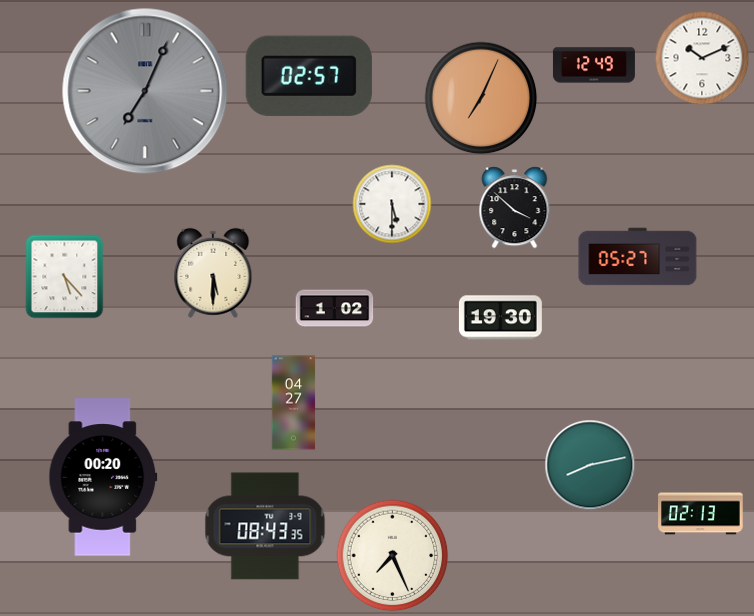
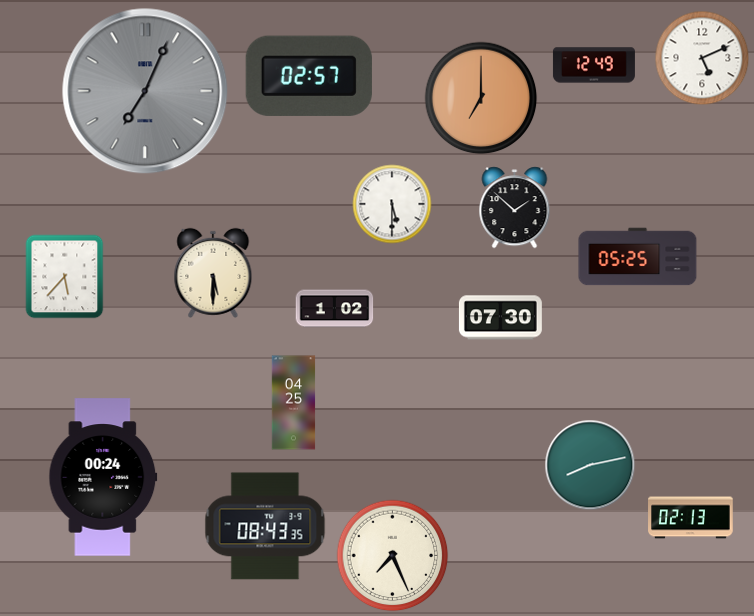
clock at (702, 58): 10:11 -> 5:11
clock at (481, 98): 7:04 -> 7:00
clock at (515, 208): 3:52 -> 1:52
clock at (638, 257): 05:27 -> 05:25
clock at (65, 277): 5:23 -> 5:37
clock at (500, 318): 19:30 -> 07:30
clock at (294, 403): 04:27 -> 04:25
clock at (103, 477): 00:20 -> 00:24
clock at (701, 514) position: (701, 514) -> (691, 518)
